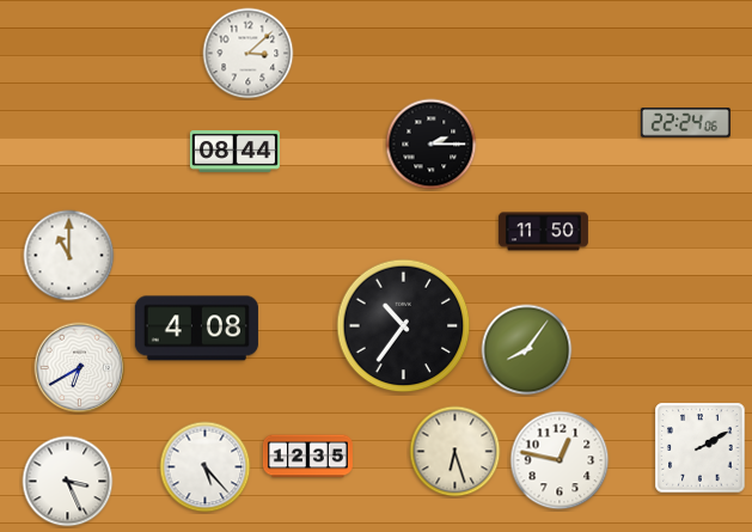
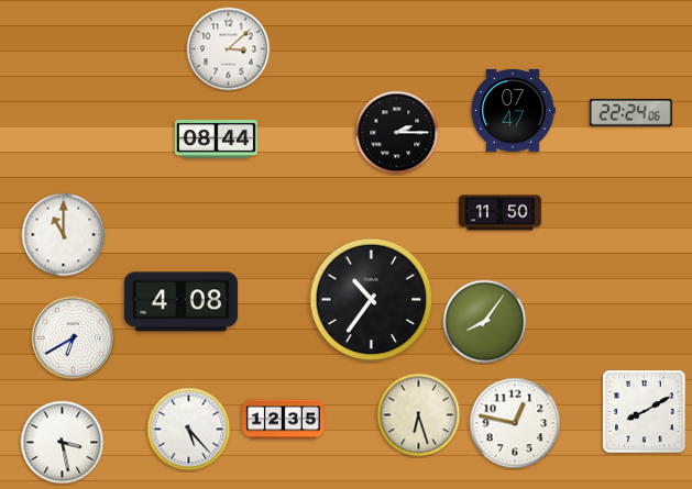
clock at (513, 110): none -> 07:47
clock at (701, 448): 2:10 -> 8:10
clock at (68, 482): 3:26 -> 3:28
